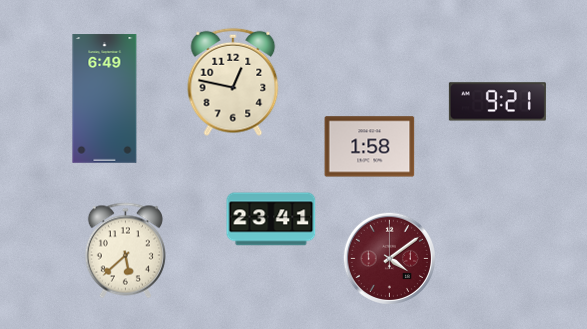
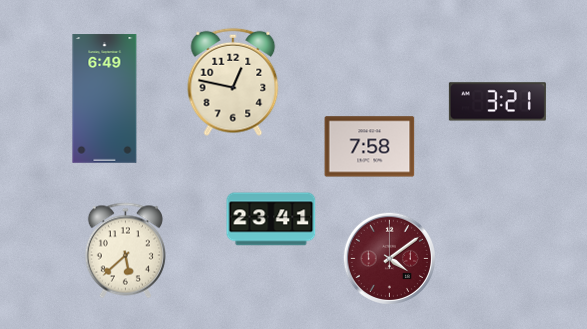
clock at (497, 102): 9:21 -> 3:21
clock at (370, 147): 1:58 -> 7:58
